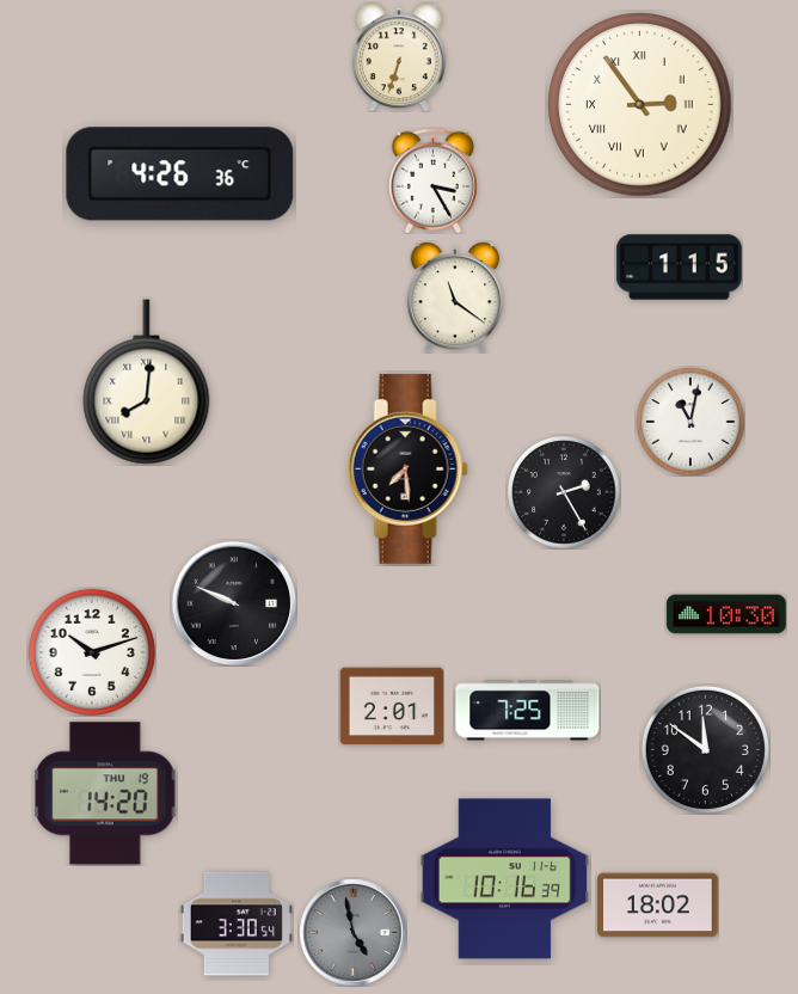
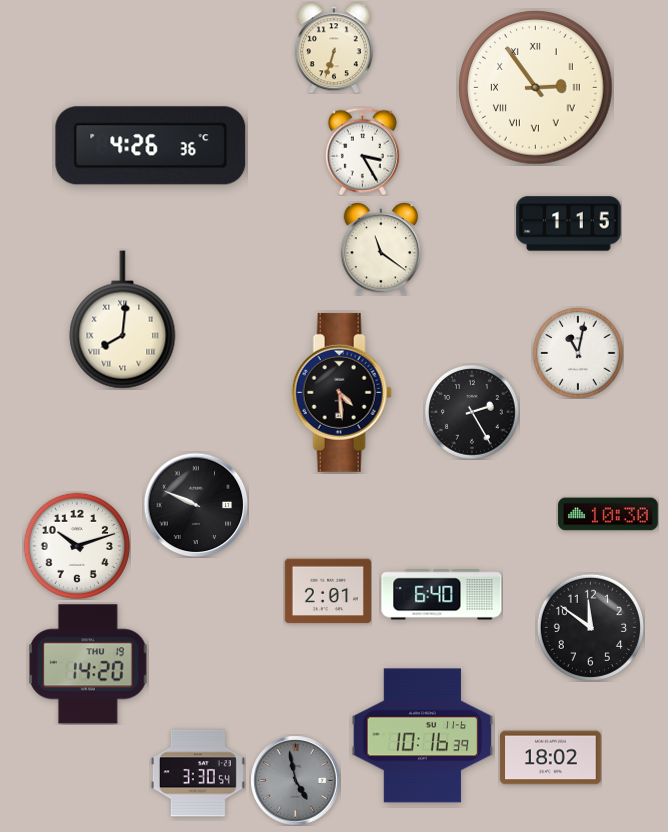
clock at (407, 468): 7:29 -> 4:29
clock at (528, 711): 7:25 -> 6:40
